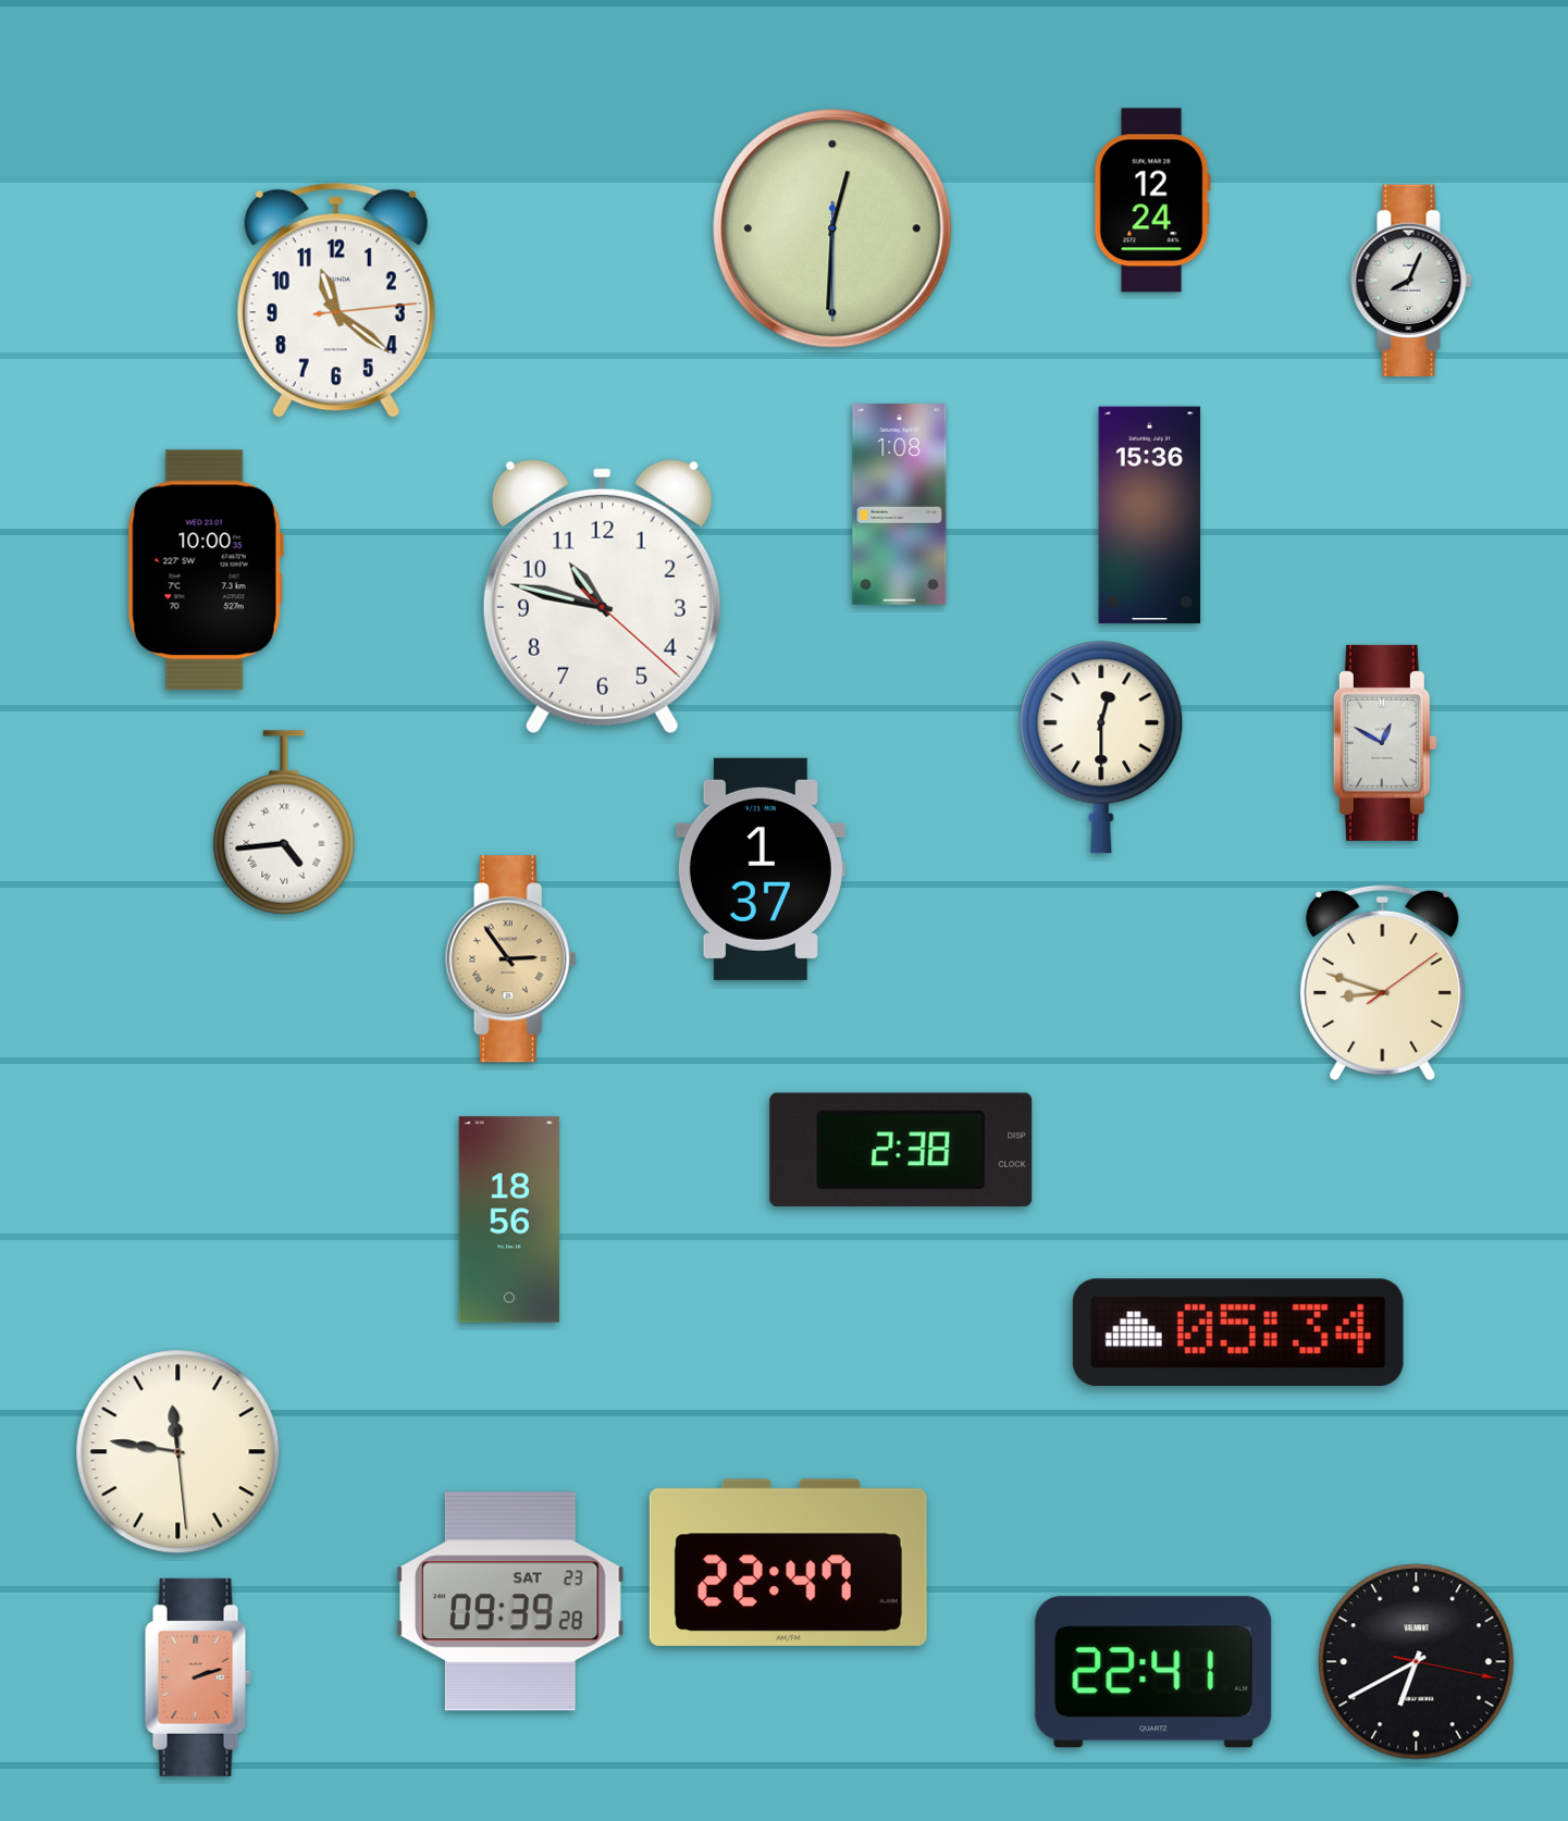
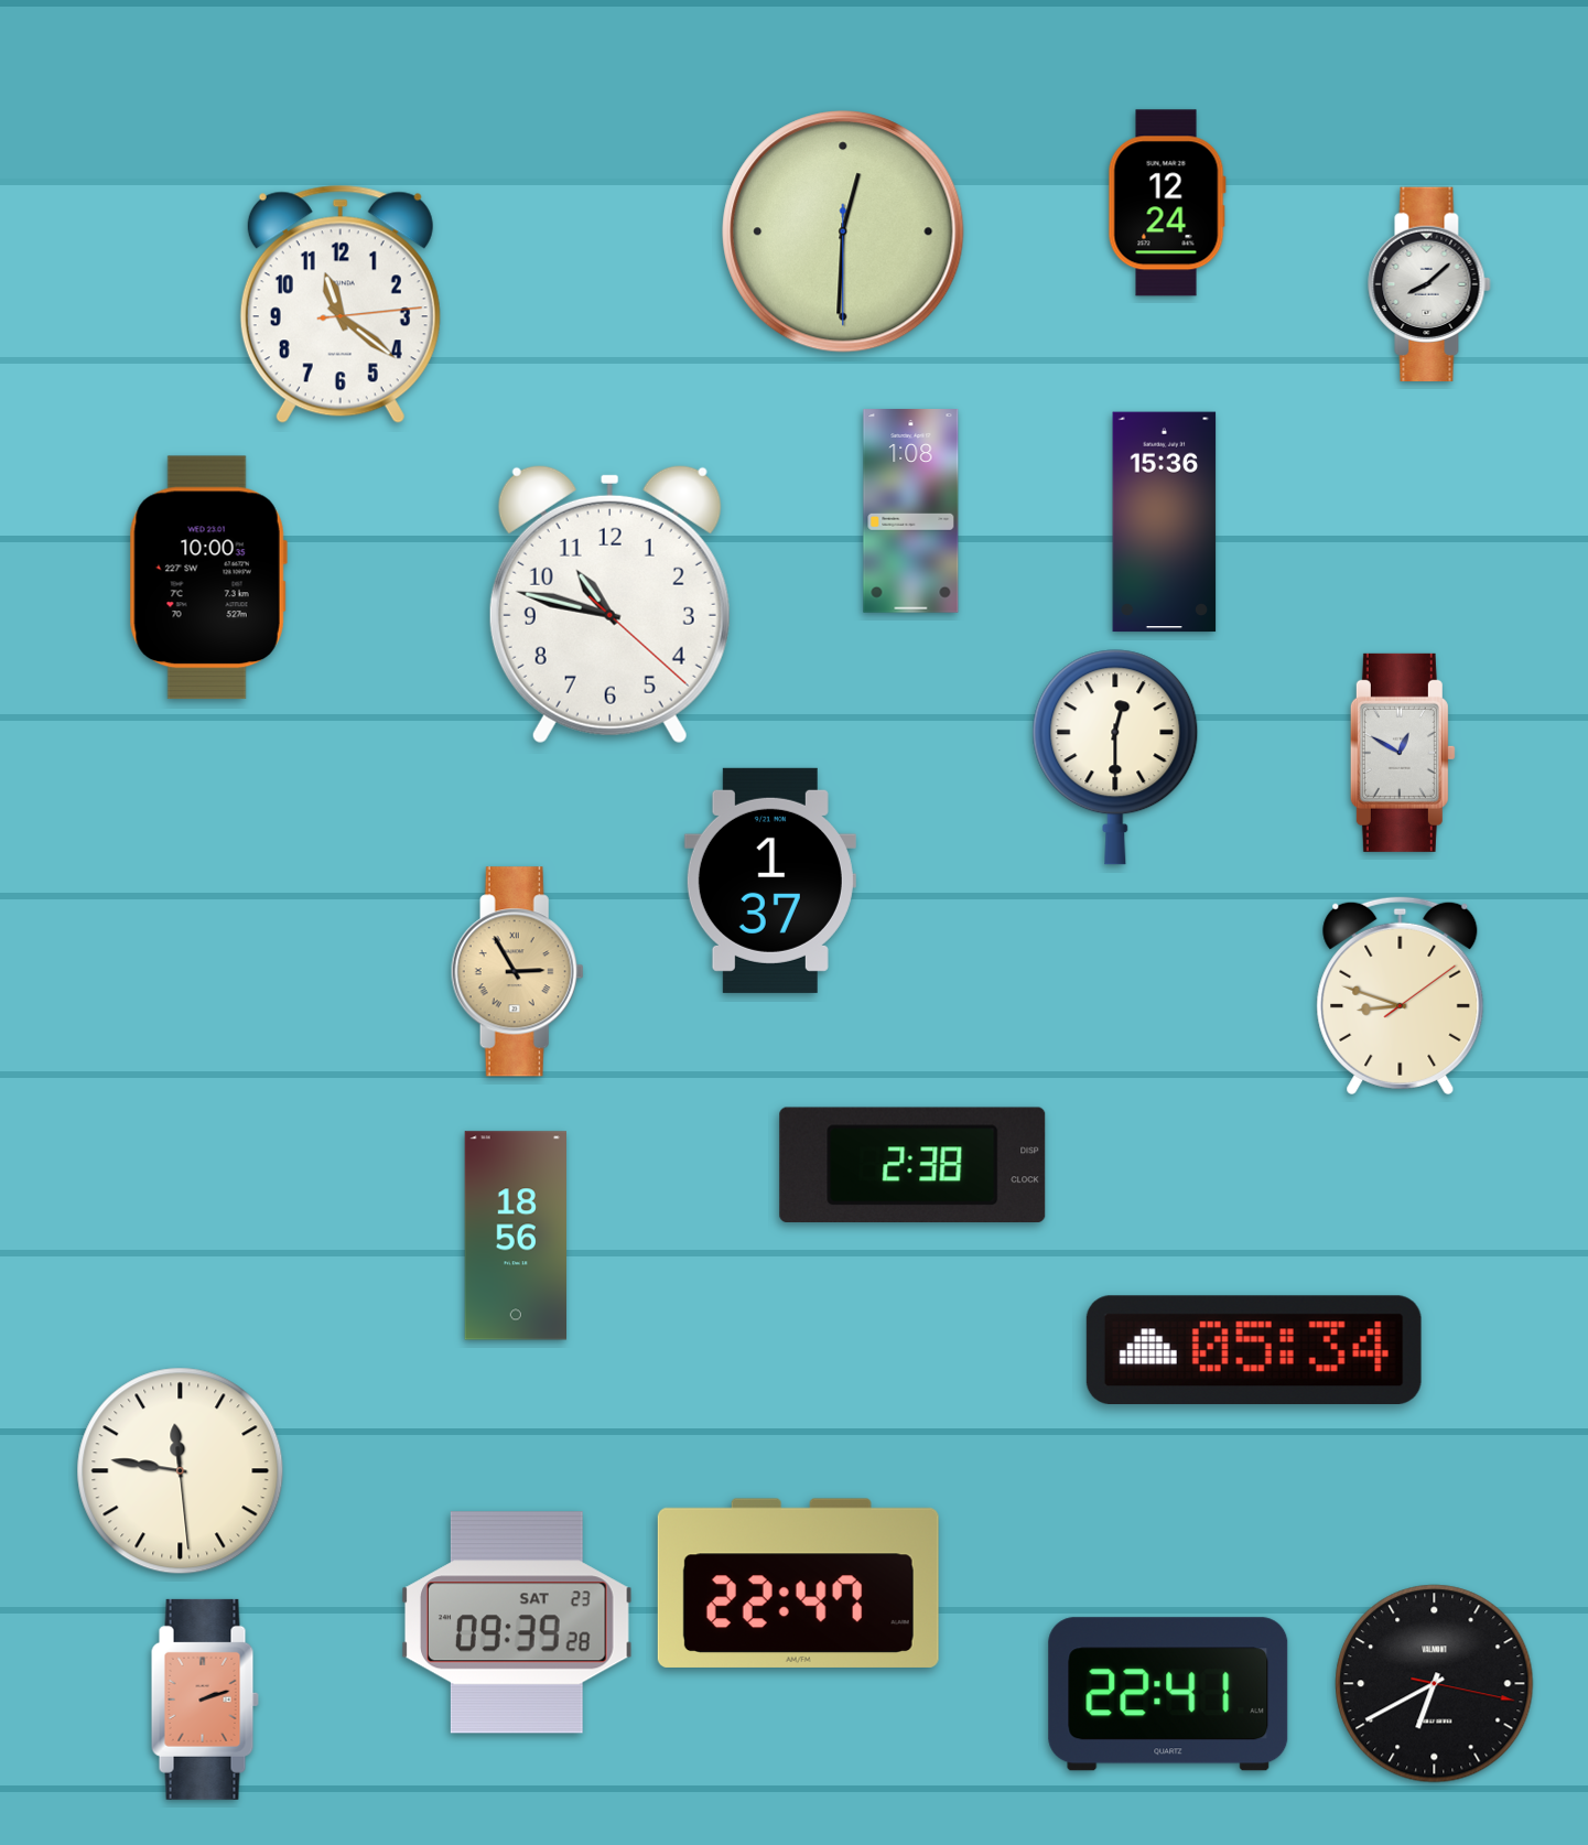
clock at (1411, 280): 8:04 -> 8:08
clock at (284, 822): 4:44 -> none
clock at (510, 959): 2:54 -> 2:55
clock at (198, 1677) position: (198, 1677) -> (205, 1700)
